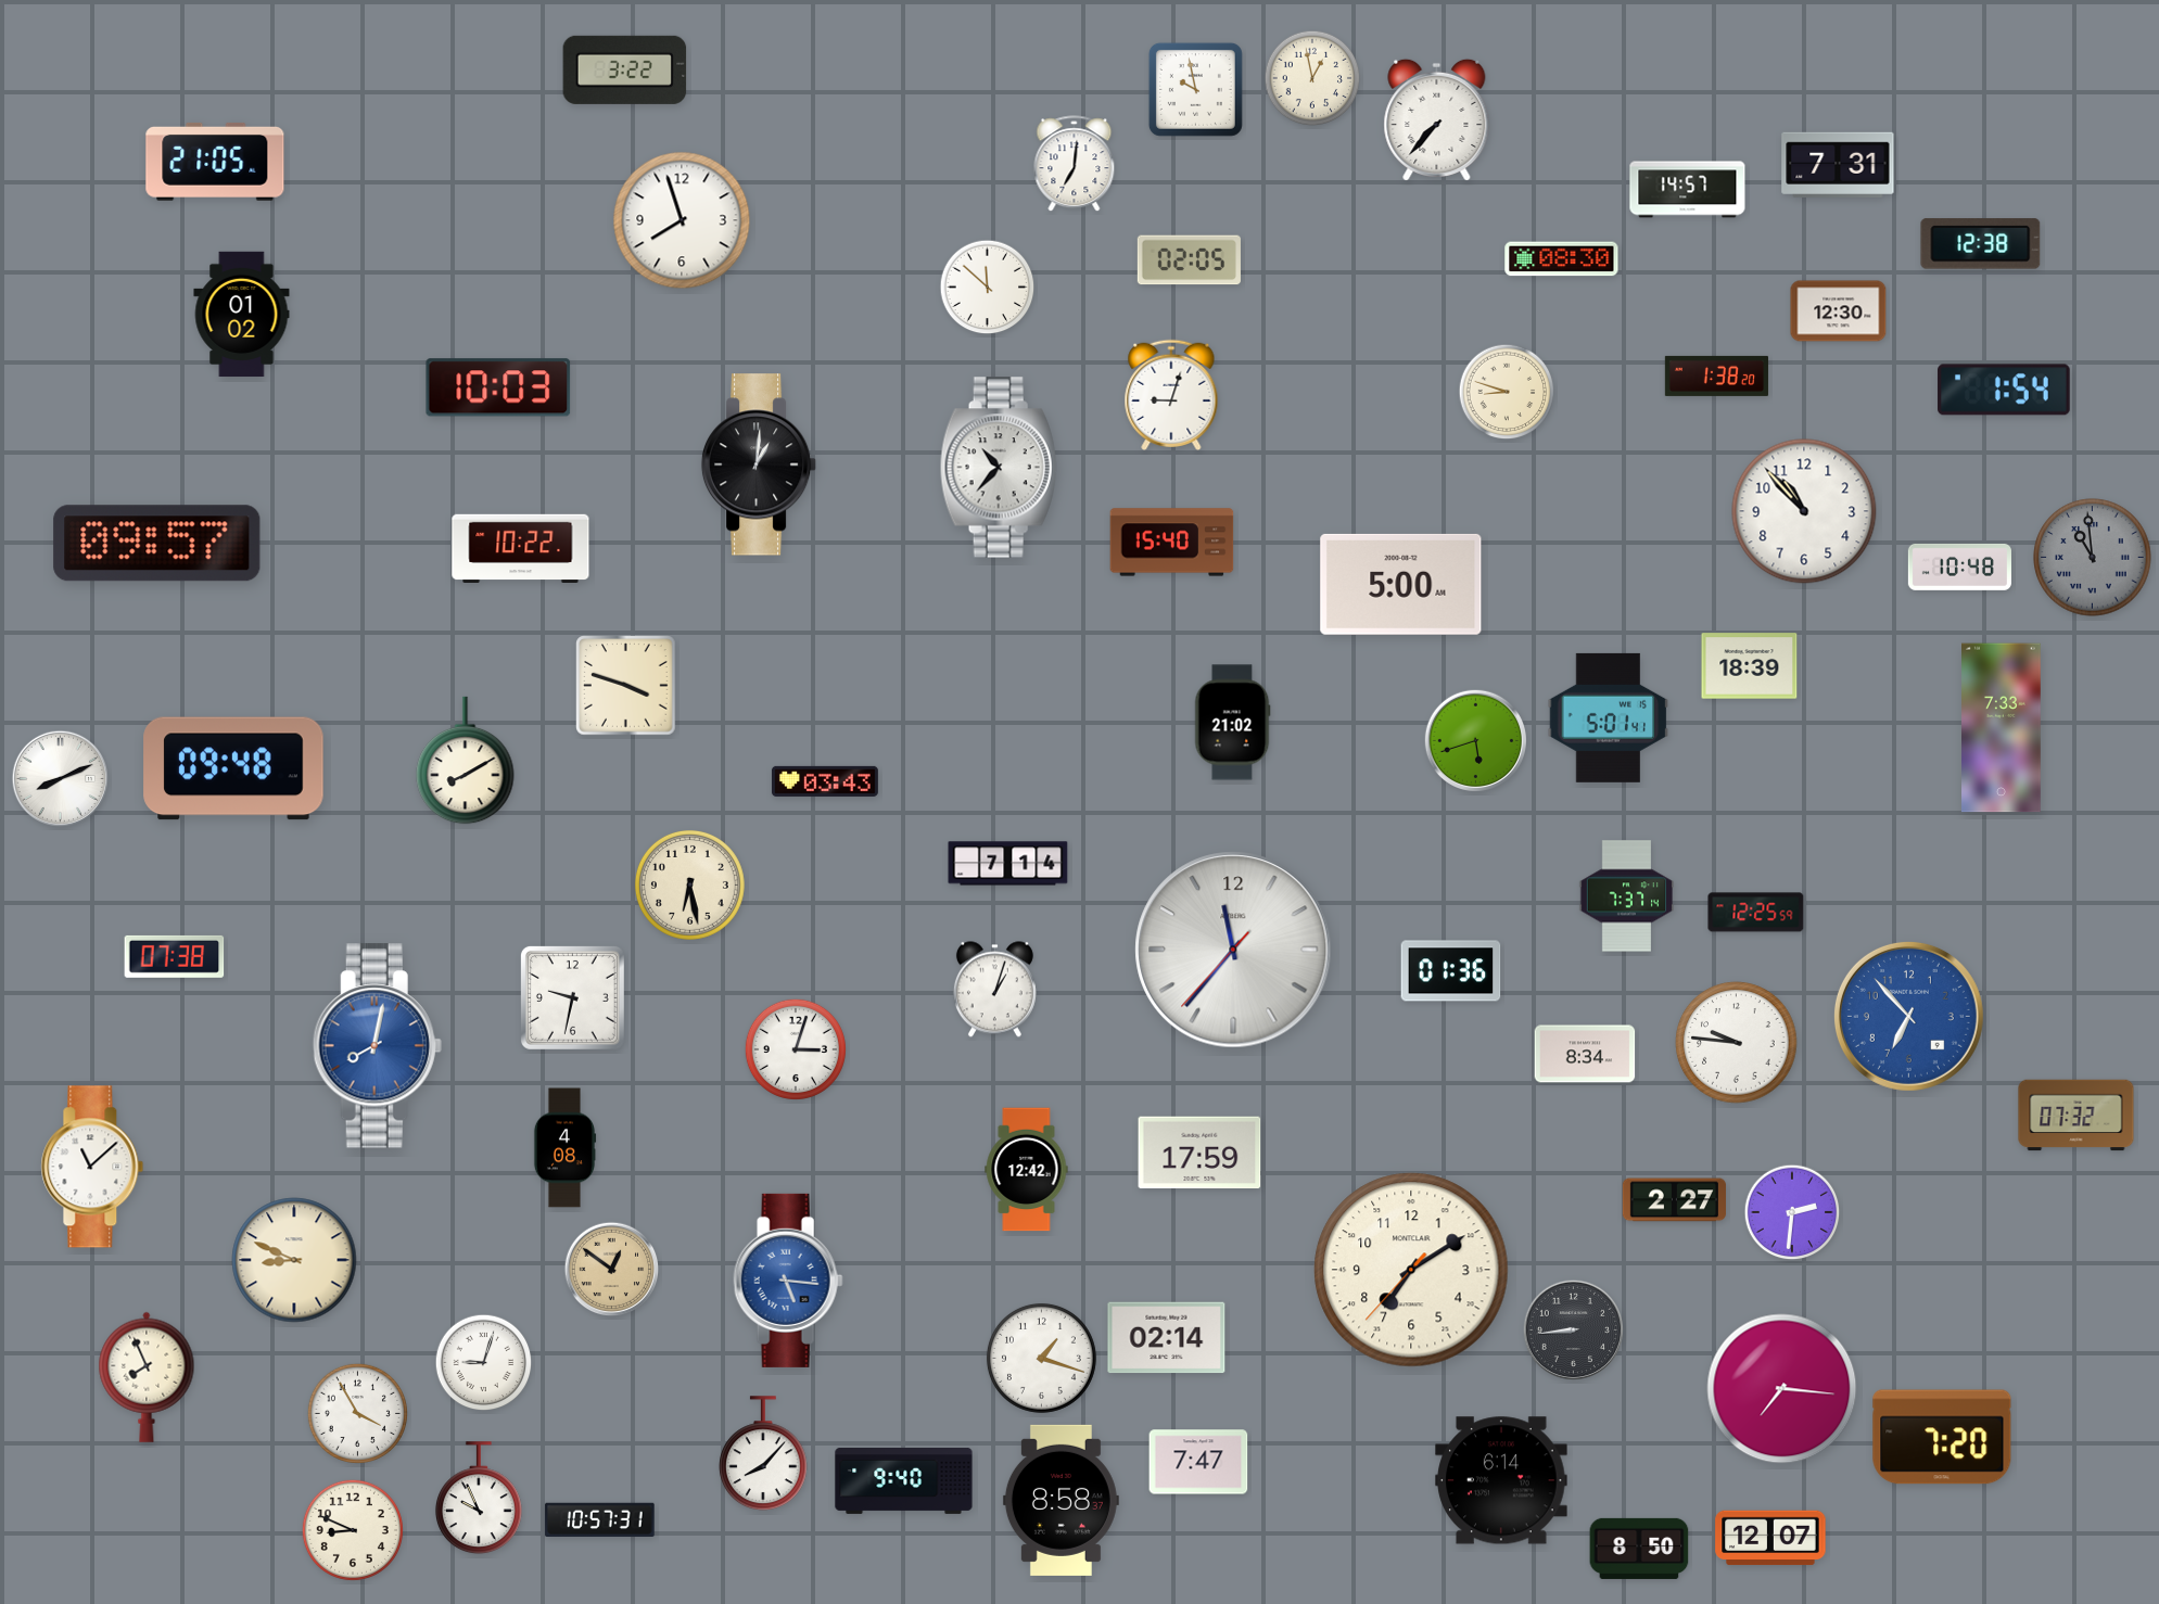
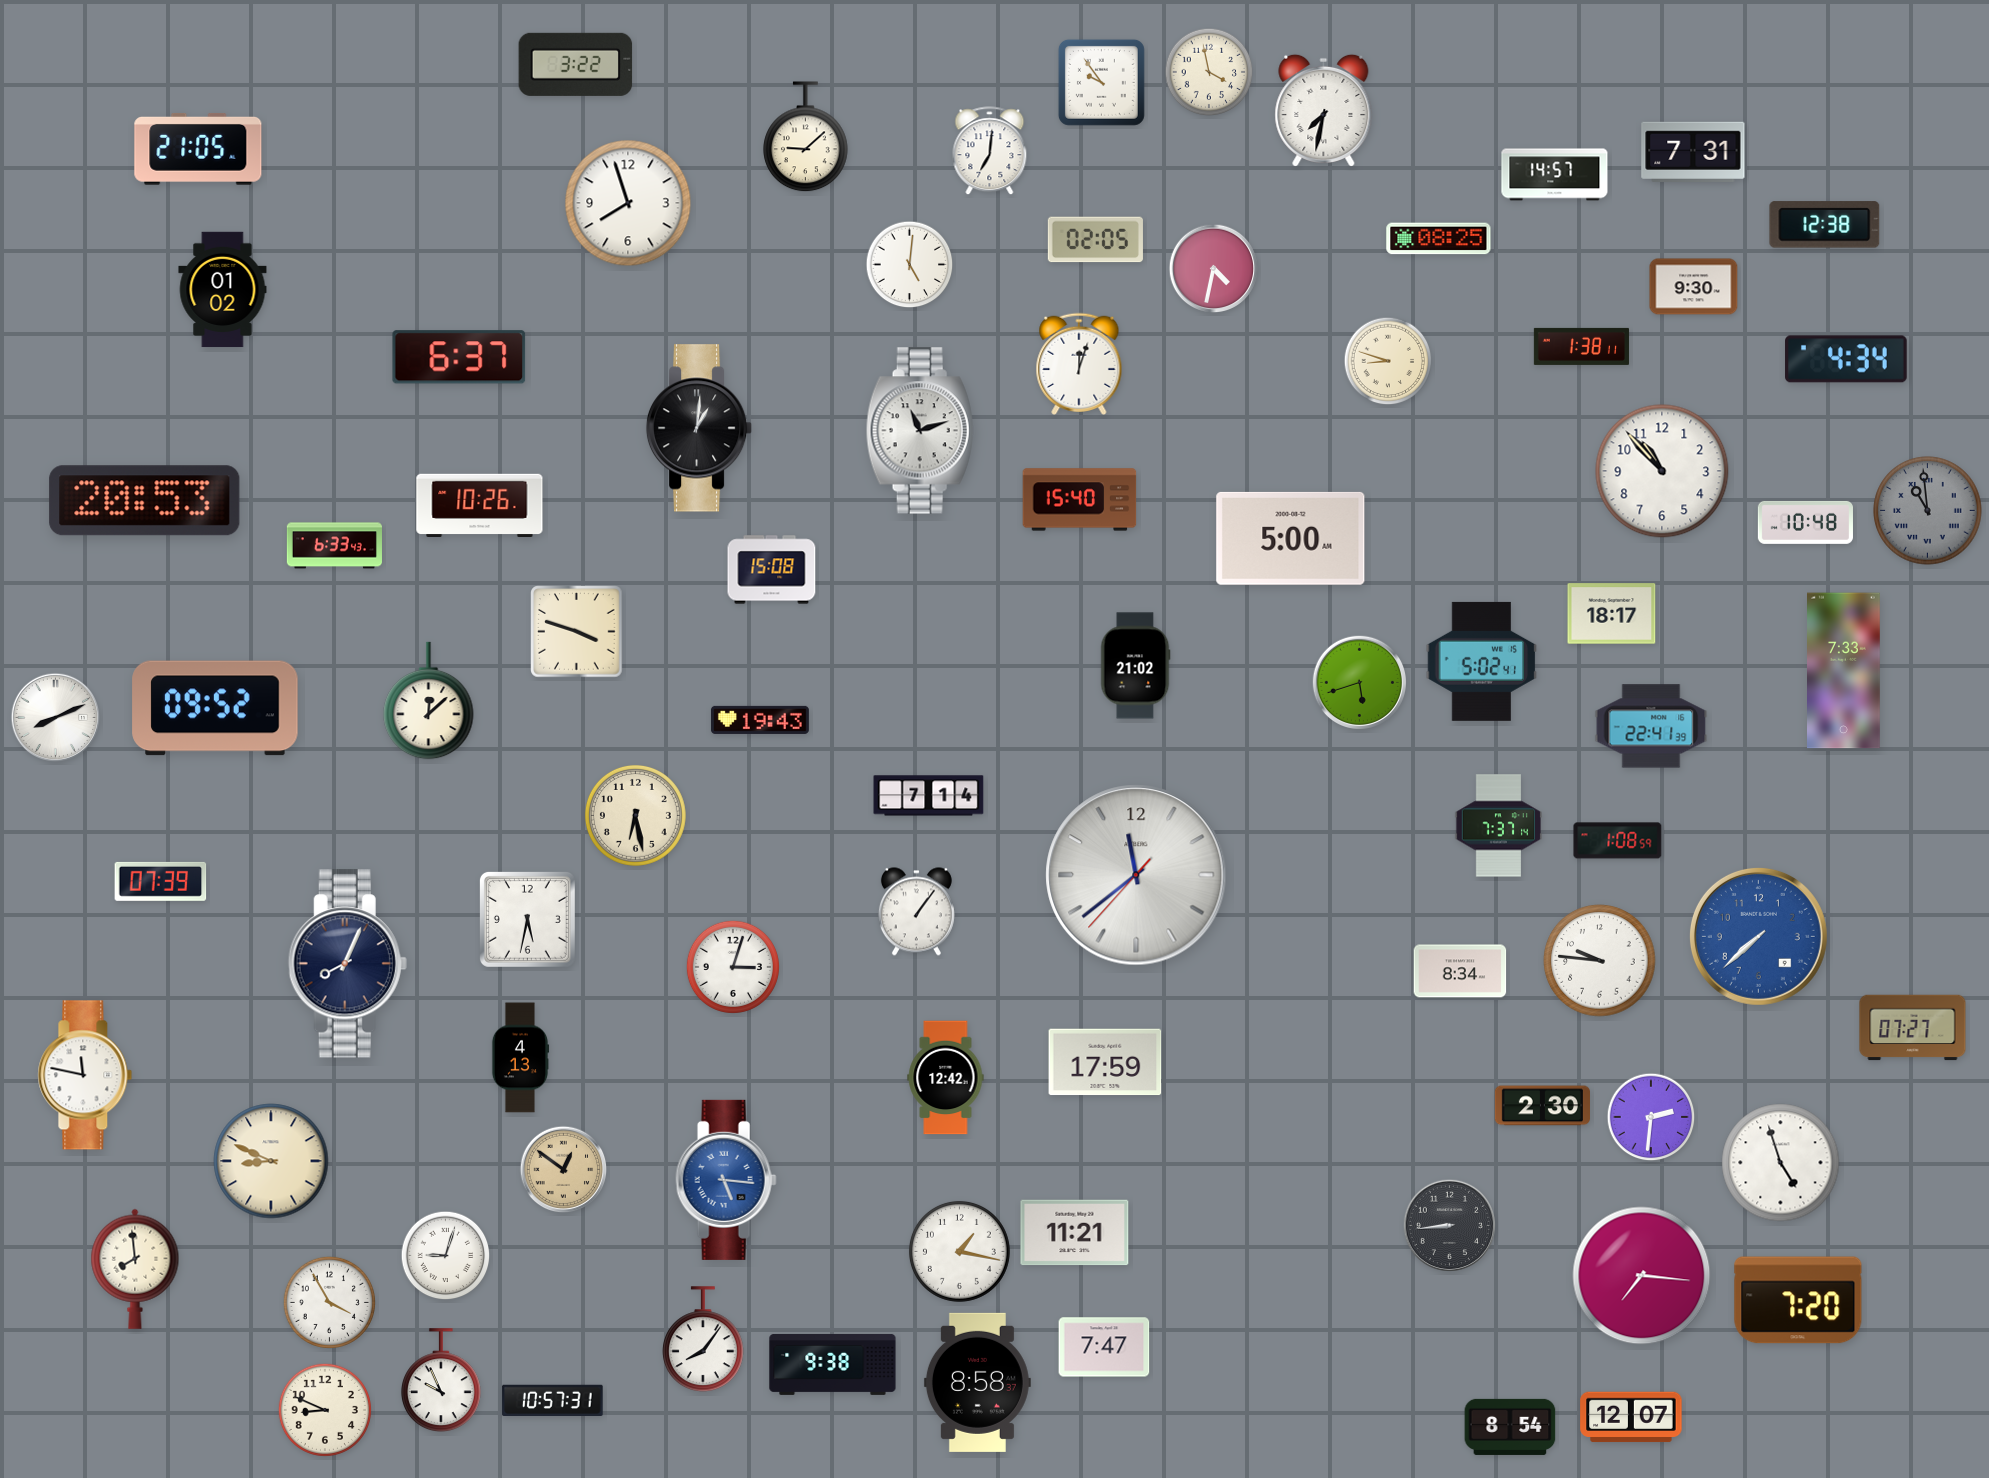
clock at (1312, 78): 12:58 -> 3:58
clock at (1195, 89): 9:58 -> 9:54
clock at (1437, 119): 7:37 -> 7:32
clock at (806, 137): none -> 9:08
clock at (1562, 259): 08:30 -> 08:25
clock at (988, 288): 11:52 -> 5:01
clock at (1214, 269): none -> 4:32
clock at (1839, 311): 12:30 -> 9:30
clock at (1716, 375): 1:38:20 -> 1:38:11
clock at (498, 387): 10:03 -> 6:37
clock at (2004, 390): 1:54 -> 4:34
clock at (1171, 395): 9:03 -> 12:03
clock at (999, 468): 10:37 -> 11:12
clock at (157, 544): 09:57 -> 20:53
clock at (521, 548): 10:22 -> 10:26
clock at (2093, 558) position: (2093, 558) -> (1928, 511)
clock at (334, 546): none -> 6:33
clock at (772, 570): none -> 15:08
clock at (1750, 666): 18:39 -> 18:17
clock at (1609, 717): 5:01 -> 5:02
clock at (466, 761): 8:10 -> 12:08
clock at (233, 768): 09:48 -> 09:52
clock at (825, 781): 03:43 -> 19:43
clock at (1651, 726): none -> 22:41
clock at (1756, 913): 12:25 -> 1:08
clock at (1233, 950): 11:36 -> 11:38
clock at (175, 956): 07:38 -> 07:39
clock at (1451, 971): 01:36 -> none
clock at (994, 990): 1:03 -> 1:06
clock at (572, 997): 9:32 -> 5:32
clock at (1908, 1016): 6:53 -> 7:38
clock at (377, 1046): 8:02 -> 8:04
clock at (377, 1046) dial: blue -> navy
clock at (2077, 1116): 07:32 -> 07:27
clock at (564, 1148): 4:08 -> 4:13
clock at (92, 1167): 11:08 -> 11:47
clock at (1674, 1200): 2:27 -> 2:30
clock at (1781, 1163): none -> 4:57
clock at (1411, 1270): 7:09 -> none
clock at (1167, 1338): 02:14 -> 11:21
clock at (1041, 1358): 1:18 -> 1:17
clock at (147, 1377): 7:56 -> 7:59
clock at (1782, 1389) position: (1782, 1389) -> (1642, 1276)
clock at (1942, 1437) position: (1942, 1437) -> (1798, 1300)
clock at (764, 1454): 8:07 -> 8:06
clock at (904, 1480): 9:40 -> 9:38
clock at (1501, 1480): 6:14 -> none
clock at (1639, 1549): 8:50 -> 8:54
